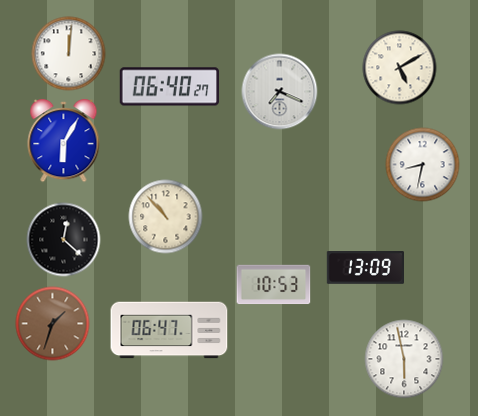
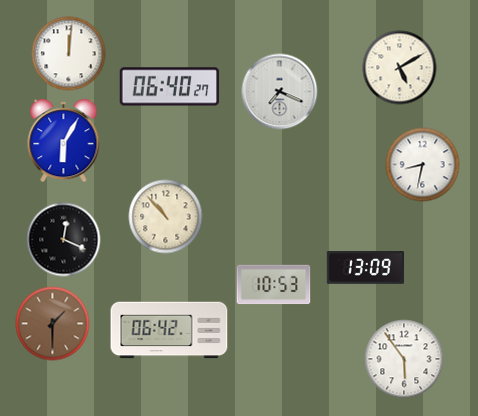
clock at (64, 240): 12:22 -> 12:19
clock at (53, 324): 1:33 -> 1:30
clock at (169, 330): 06:47 -> 06:42
clock at (404, 359): 5:58 -> 5:54
